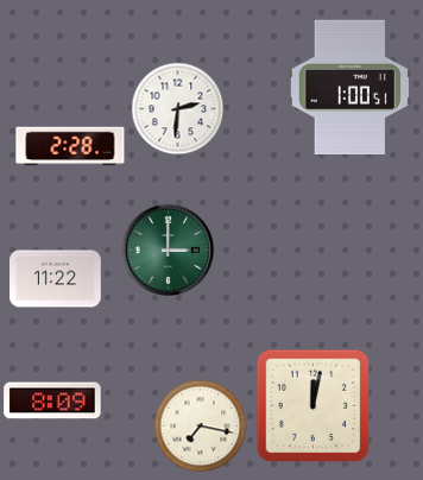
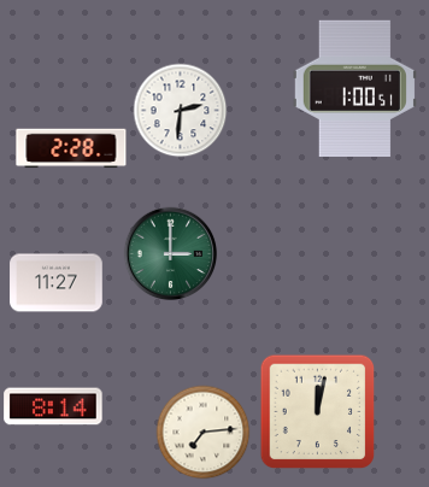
clock at (56, 279): 11:22 -> 11:27
clock at (52, 400): 8:09 -> 8:14
clock at (200, 425): 7:17 -> 7:14
